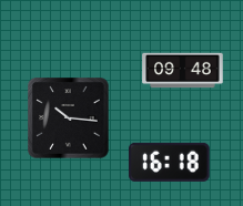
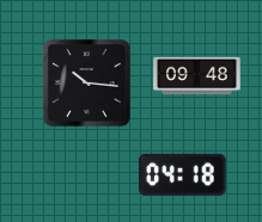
clock at (69, 119) position: (69, 119) -> (87, 84)
clock at (170, 162): 16:18 -> 04:18
